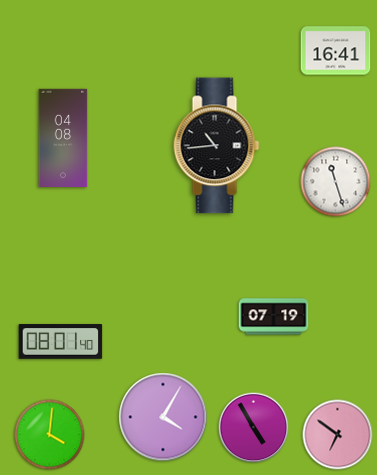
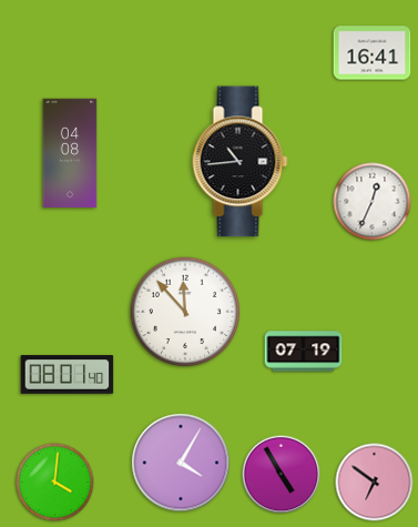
clock at (336, 51) position: (336, 51) -> (373, 53)
clock at (336, 182): 11:27 -> 12:34
clock at (185, 312): none -> 11:53
clock at (61, 342) position: (61, 342) -> (68, 375)
